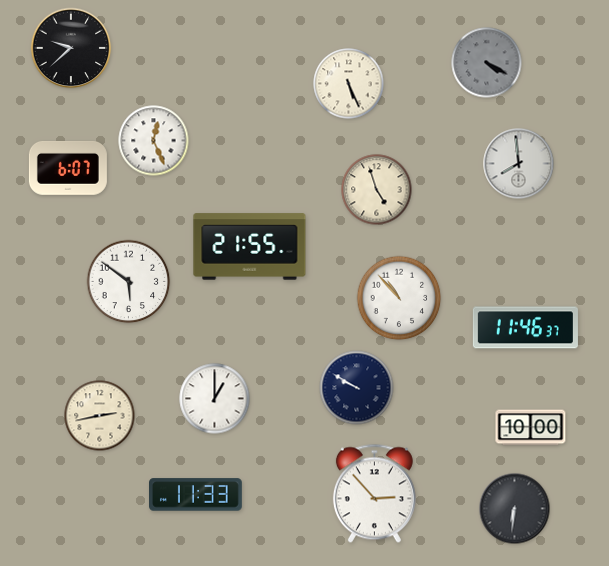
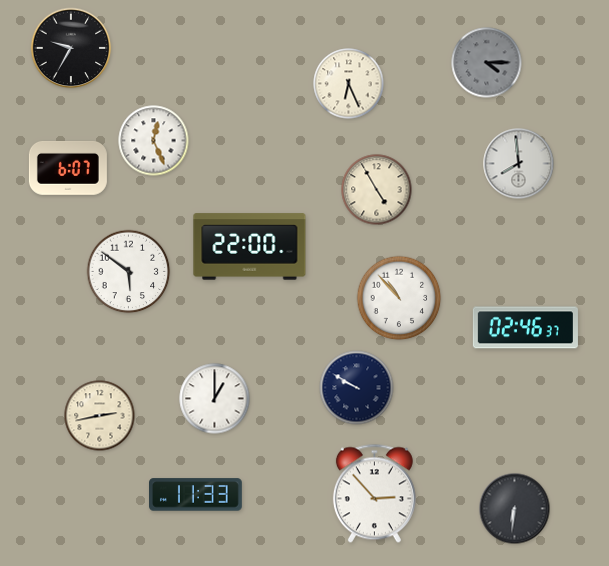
clock at (71, 48): 9:38 -> 9:35
clock at (487, 63): 4:20 -> 4:15
clock at (349, 84): 5:26 -> 6:26
clock at (377, 190): 4:57 -> 4:55
clock at (250, 247): 21:55 -> 22:00
clock at (129, 282) position: (129, 282) -> (129, 272)
clock at (525, 328): 11:46 -> 02:46
clock at (531, 428): 10:00 -> none
